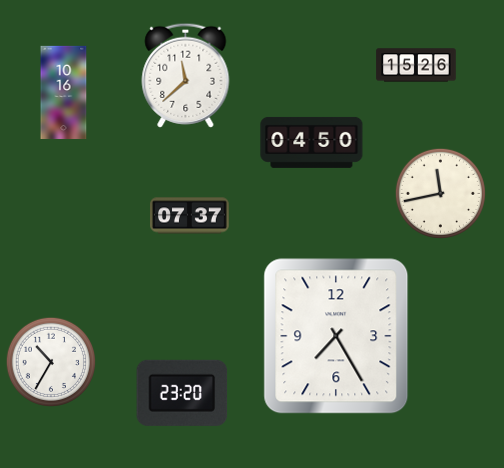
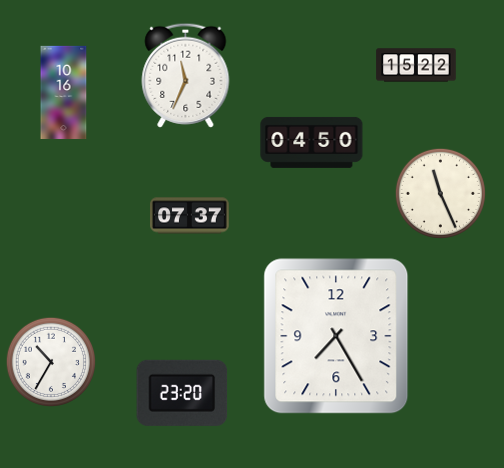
clock at (416, 65): 15:26 -> 15:22
clock at (186, 75): 11:38 -> 11:34
clock at (440, 193): 11:43 -> 11:26
